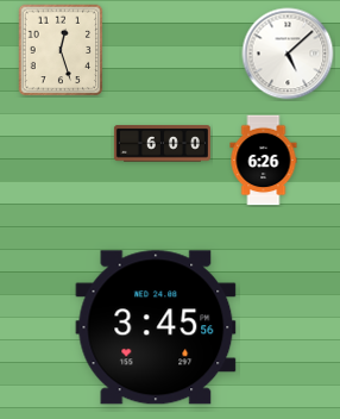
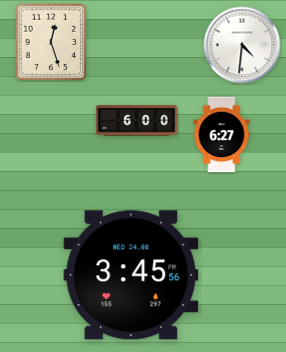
clock at (288, 54): 5:08 -> 4:31
clock at (264, 161): 6:26 -> 6:27
